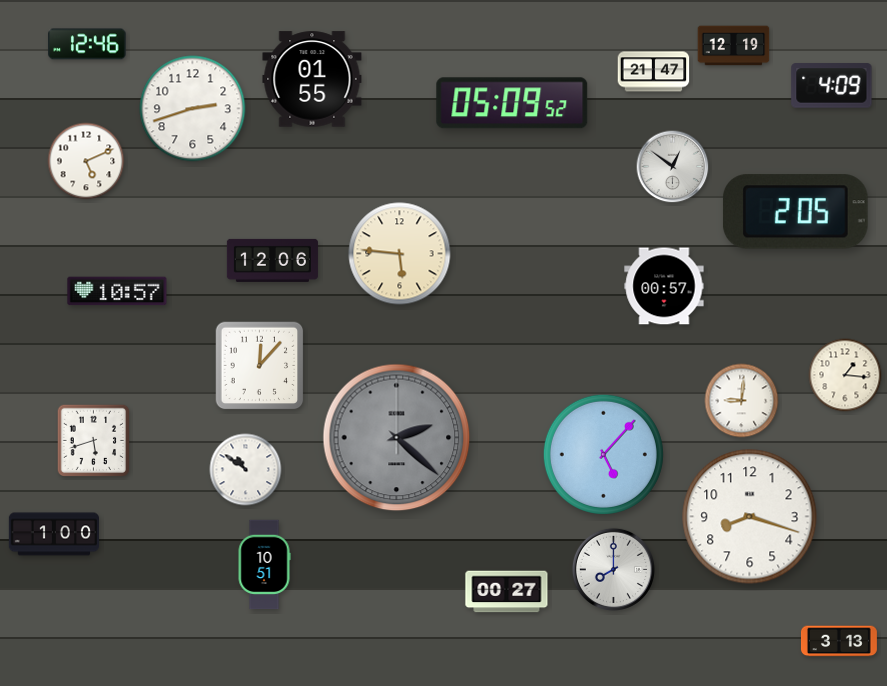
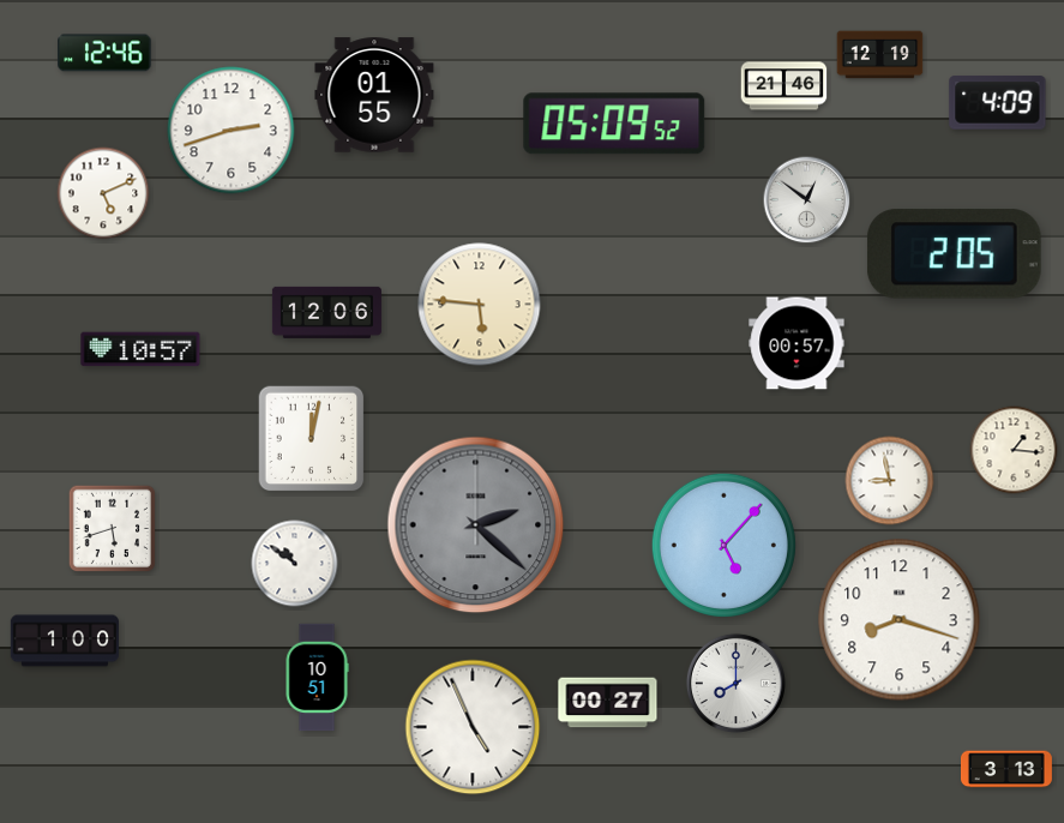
clock at (654, 72): 21:47 -> 21:46
clock at (260, 366): 12:07 -> 12:02
clock at (742, 401): 9:01 -> 8:58
clock at (507, 592) position: (507, 592) -> (608, 703)
clock at (473, 727): none -> 4:56
